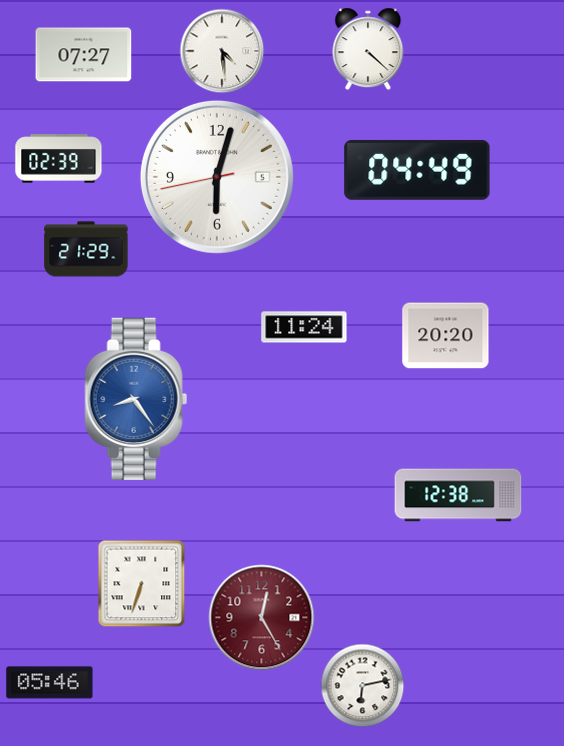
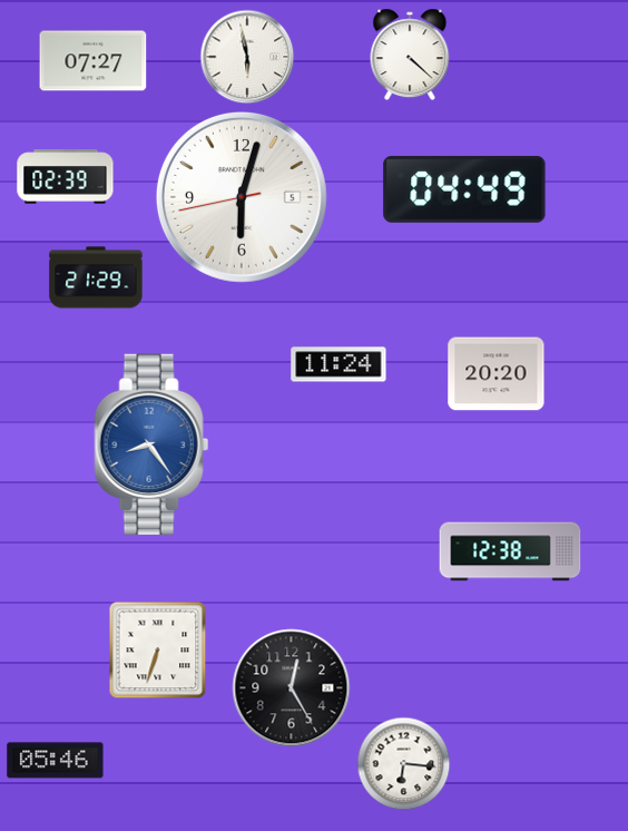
clock at (222, 51): 4:29 -> 5:58
clock at (262, 618) dial: burgundy -> black
clock at (363, 686): 6:13 -> 6:16
